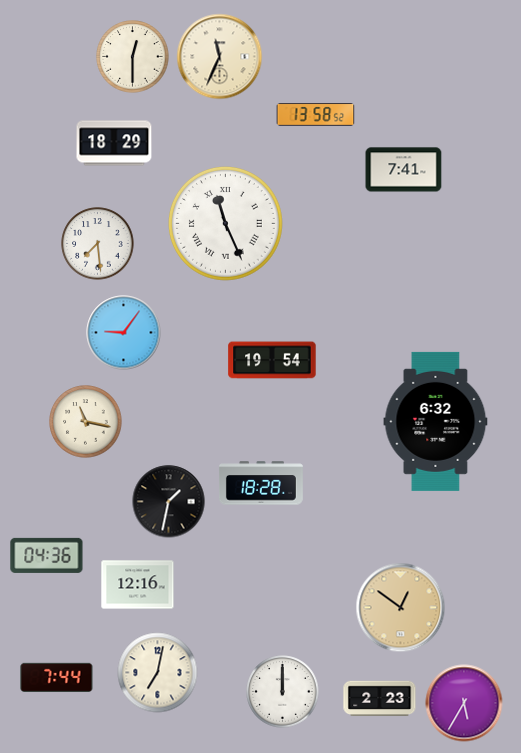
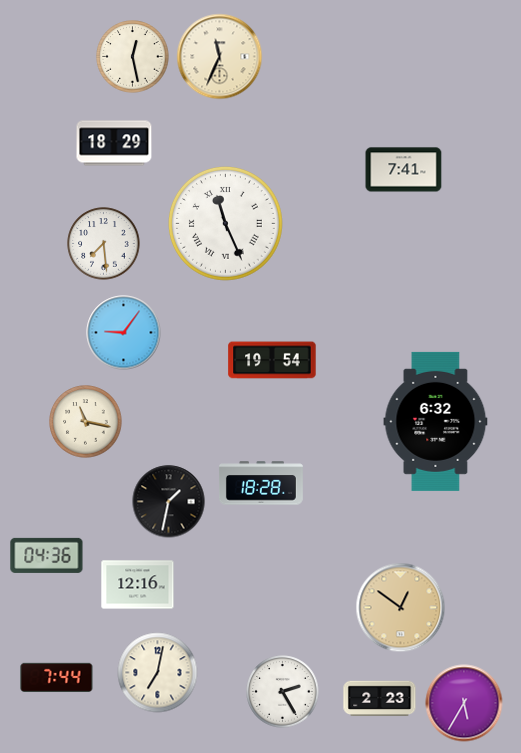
clock at (133, 57): 12:30 -> 12:28
clock at (316, 115): 13:58 -> none
clock at (98, 244) position: (98, 244) -> (104, 244)
clock at (283, 692): 12:00 -> 2:25
